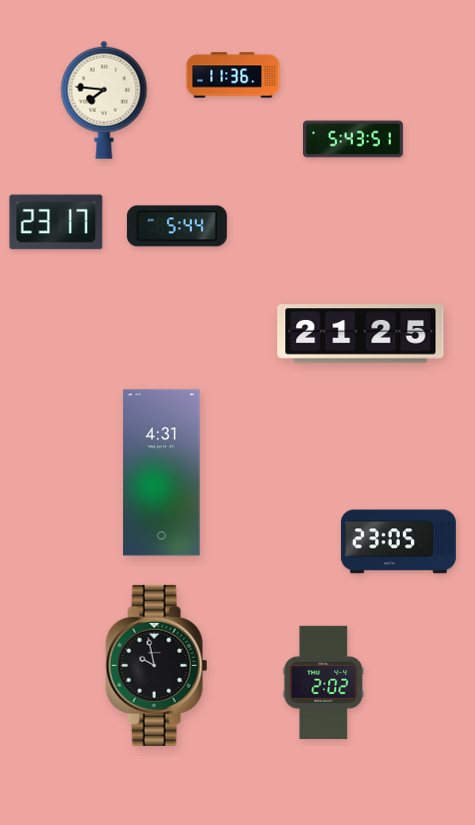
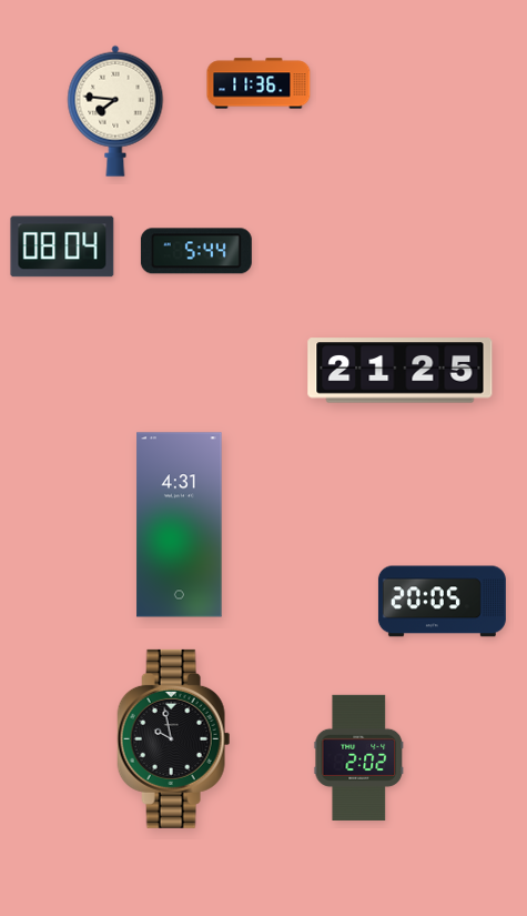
clock at (353, 139): 5:43 -> none
clock at (56, 222): 23:17 -> 08:04
clock at (398, 542): 23:05 -> 20:05
